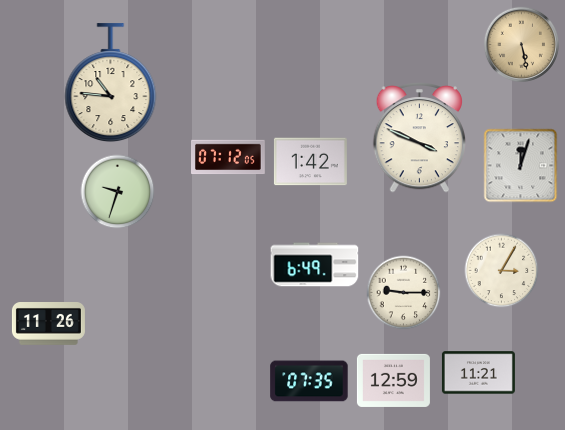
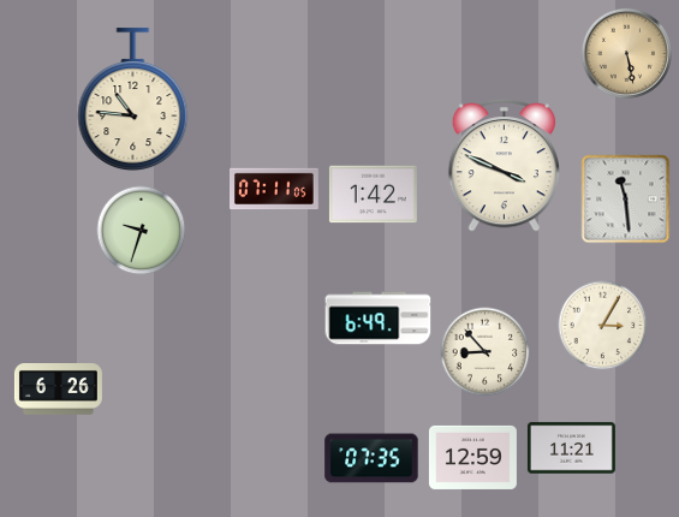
clock at (229, 157): 07:12 -> 07:11
clock at (521, 166): 12:03 -> 11:29
clock at (404, 293): 9:15 -> 8:53
clock at (48, 324): 11:26 -> 6:26
clock at (478, 373) position: (478, 373) -> (571, 448)
